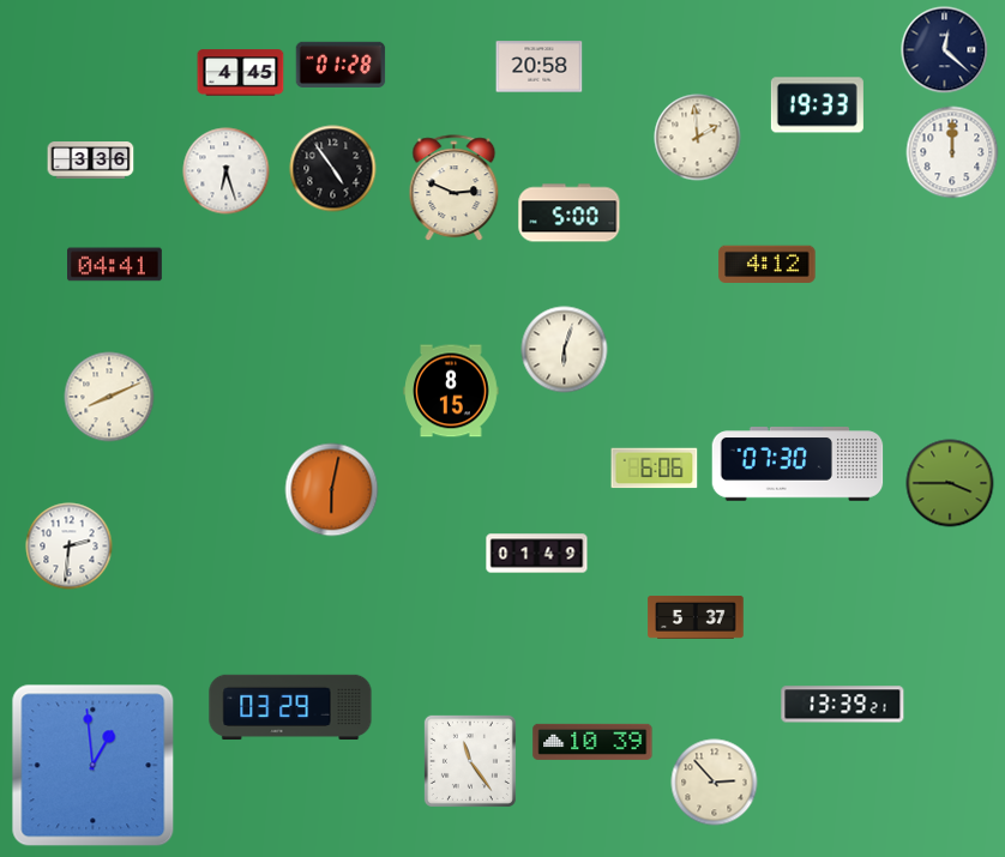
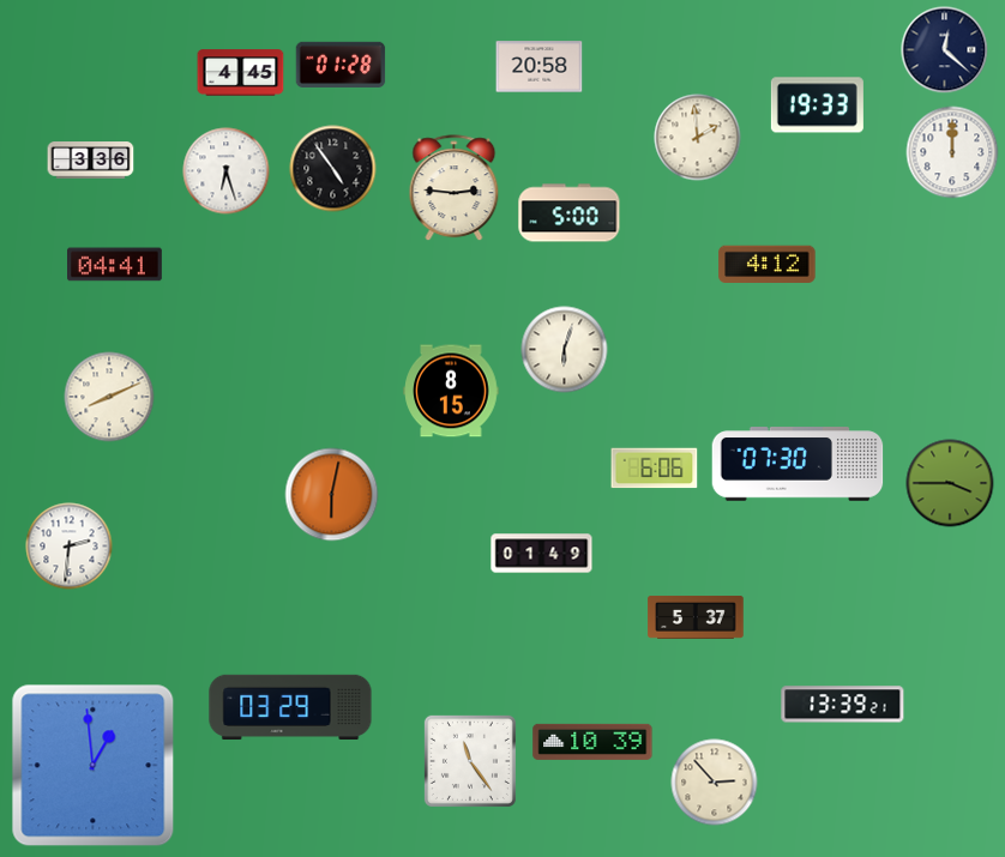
clock at (455, 188): 2:49 -> 2:46
clock at (332, 490) position: (332, 490) -> (332, 495)
clock at (537, 554) position: (537, 554) -> (542, 554)
